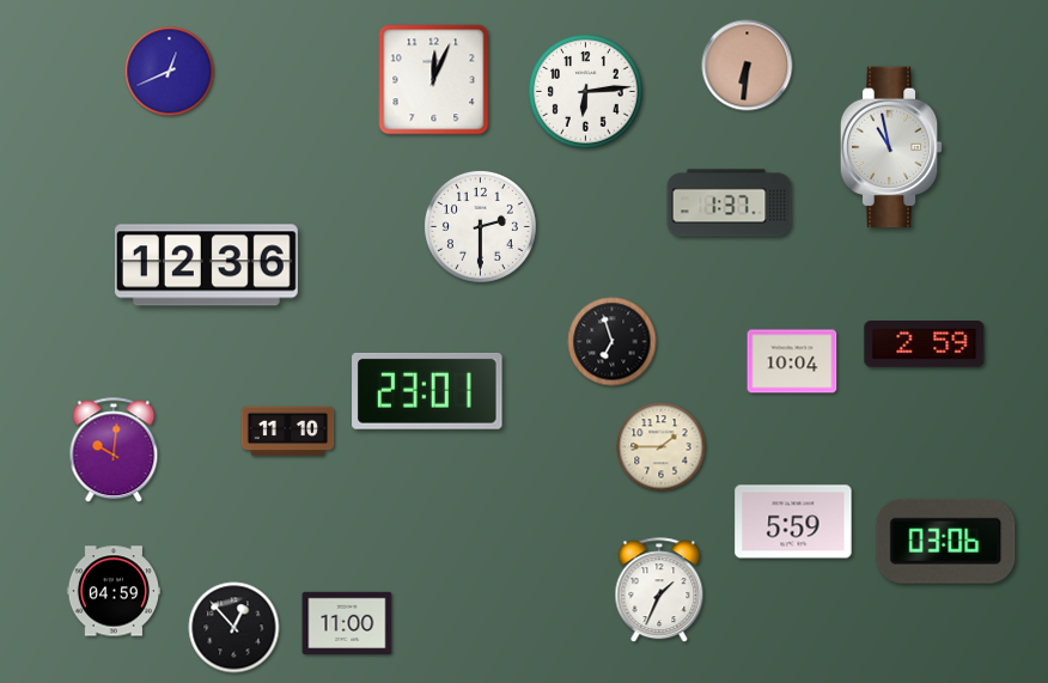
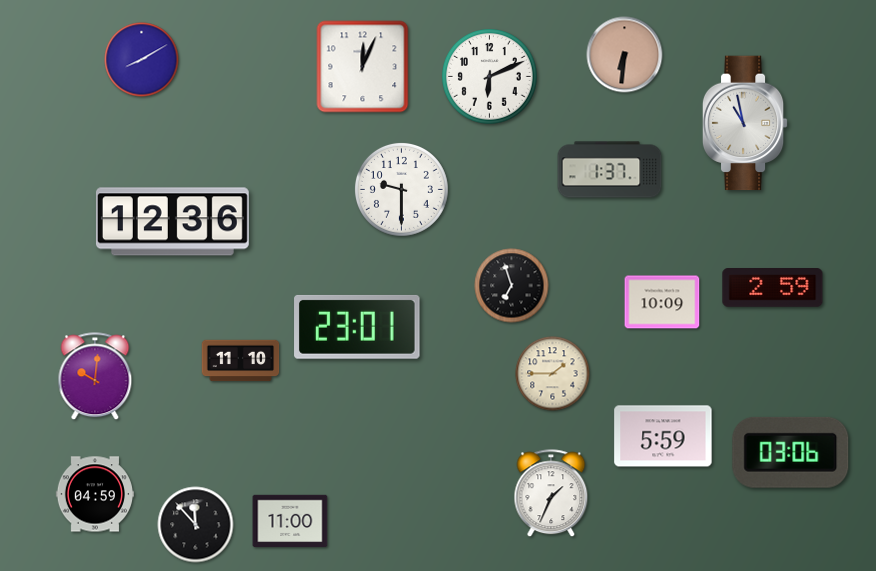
clock at (170, 72): 12:41 -> 8:10
clock at (586, 92): 6:14 -> 6:11
clock at (480, 226): 2:30 -> 9:30
clock at (792, 361): 10:04 -> 10:09
clock at (234, 628): 12:53 -> 11:53
